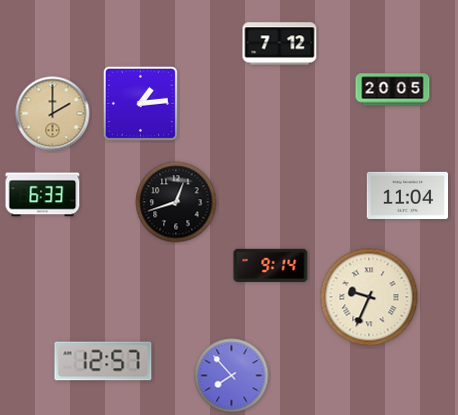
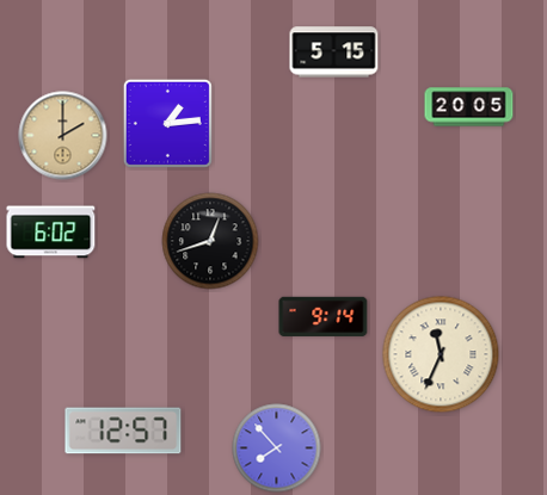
clock at (280, 44): 7:12 -> 5:15
clock at (43, 195): 6:33 -> 6:02
clock at (407, 195): 11:04 -> none
clock at (369, 297): 9:34 -> 11:34
